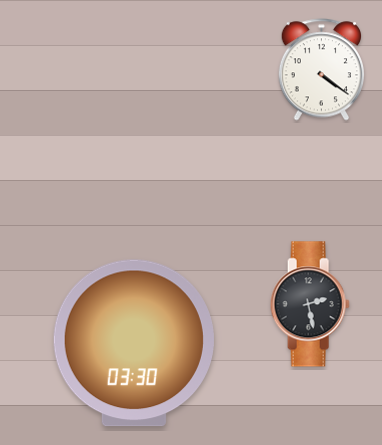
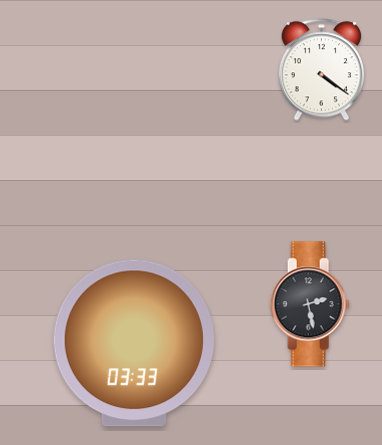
clock at (134, 343): 03:30 -> 03:33
